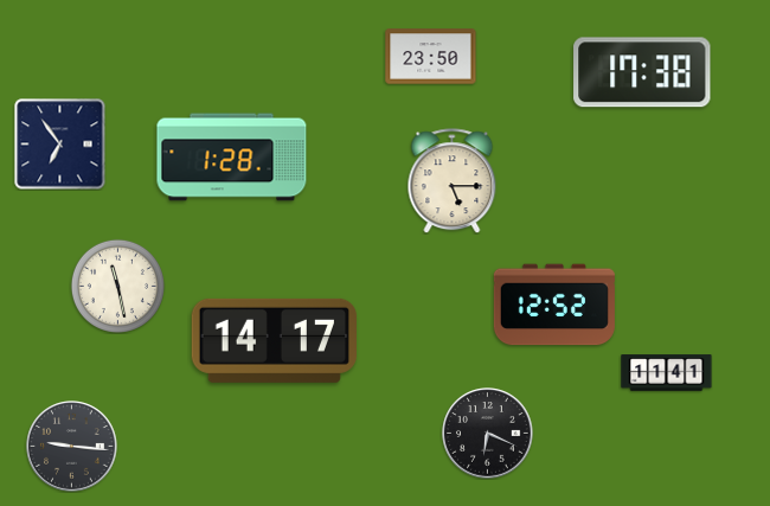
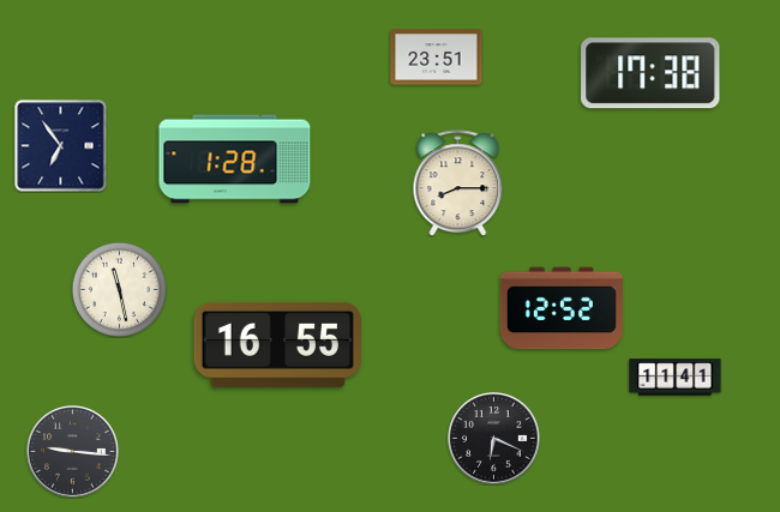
clock at (431, 57): 23:50 -> 23:51
clock at (453, 181): 5:15 -> 8:15
clock at (274, 340): 14:17 -> 16:55
